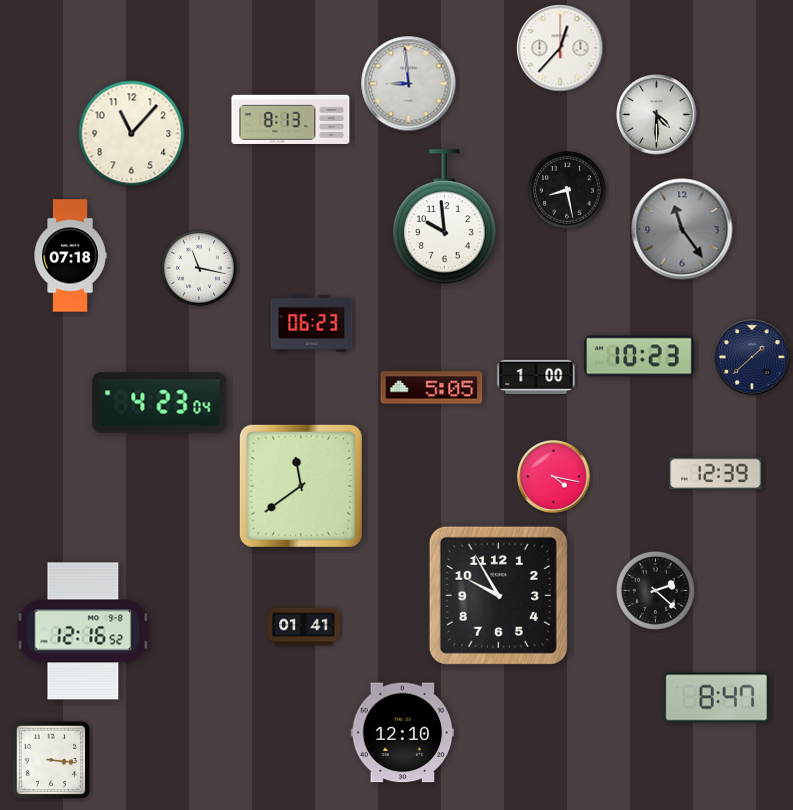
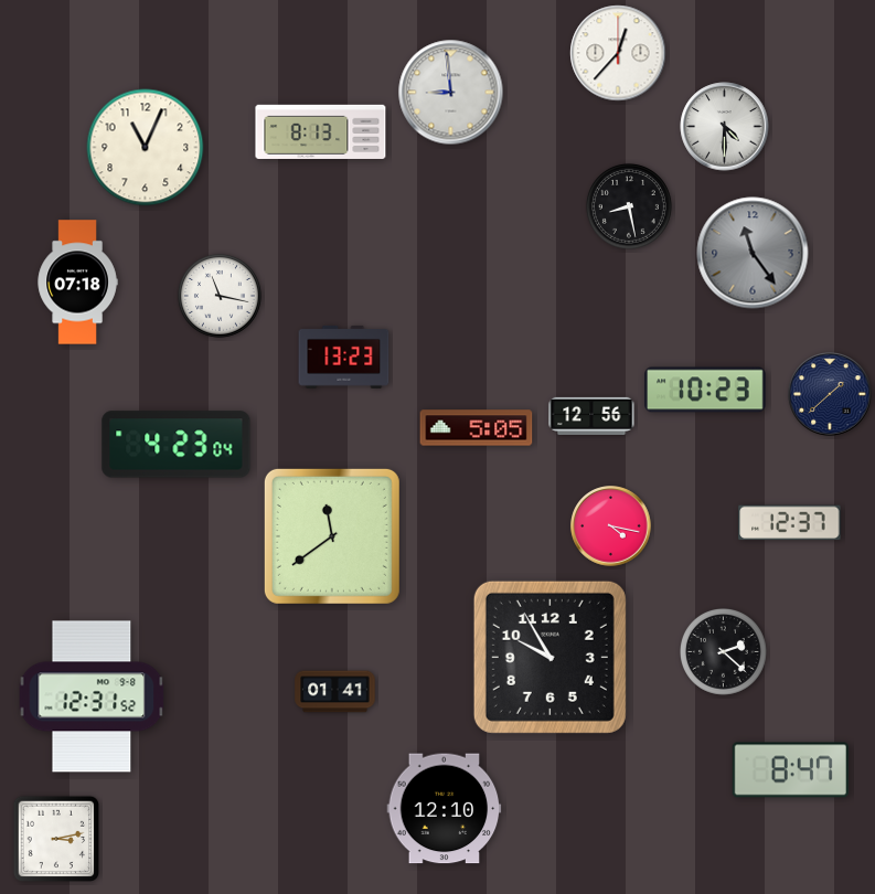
clock at (132, 134): 11:07 -> 11:04
clock at (567, 190) position: (567, 190) -> (629, 206)
clock at (445, 217): 9:59 -> none
clock at (312, 323): 06:23 -> 13:23
clock at (640, 356) position: (640, 356) -> (706, 390)
clock at (536, 377): 1:00 -> 12:56
clock at (716, 474): 12:39 -> 12:37
clock at (83, 631): 12:16 -> 12:31
clock at (50, 759): 3:16 -> 3:13
